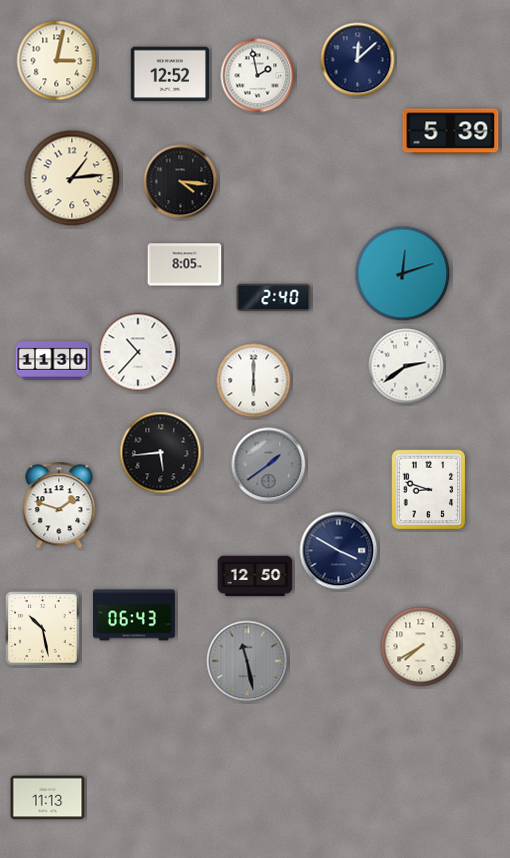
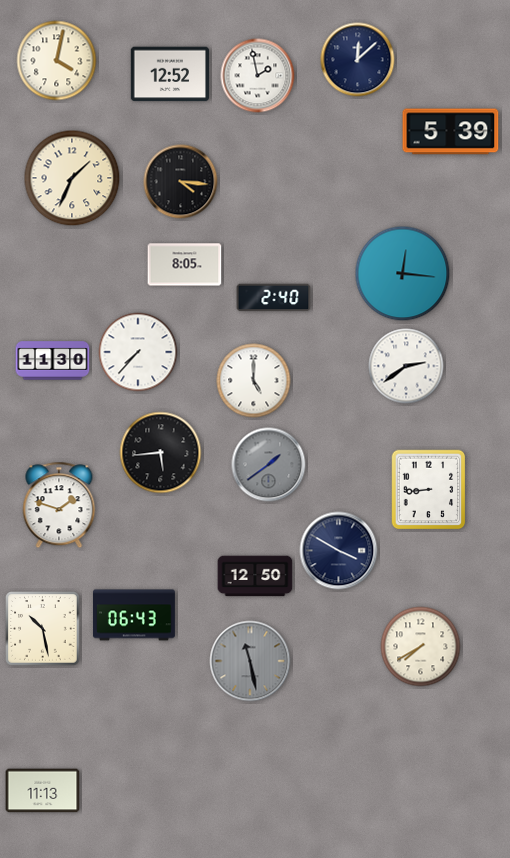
clock at (57, 61): 3:02 -> 4:02
clock at (72, 178): 1:14 -> 1:34
clock at (403, 274): 12:12 -> 12:16
clock at (138, 352): 10:37 -> 7:37
clock at (254, 381): 6:00 -> 5:00
clock at (429, 490): 8:48 -> 8:44
clock at (247, 661) position: (247, 661) -> (250, 661)
clock at (48, 798) position: (48, 798) -> (43, 791)
